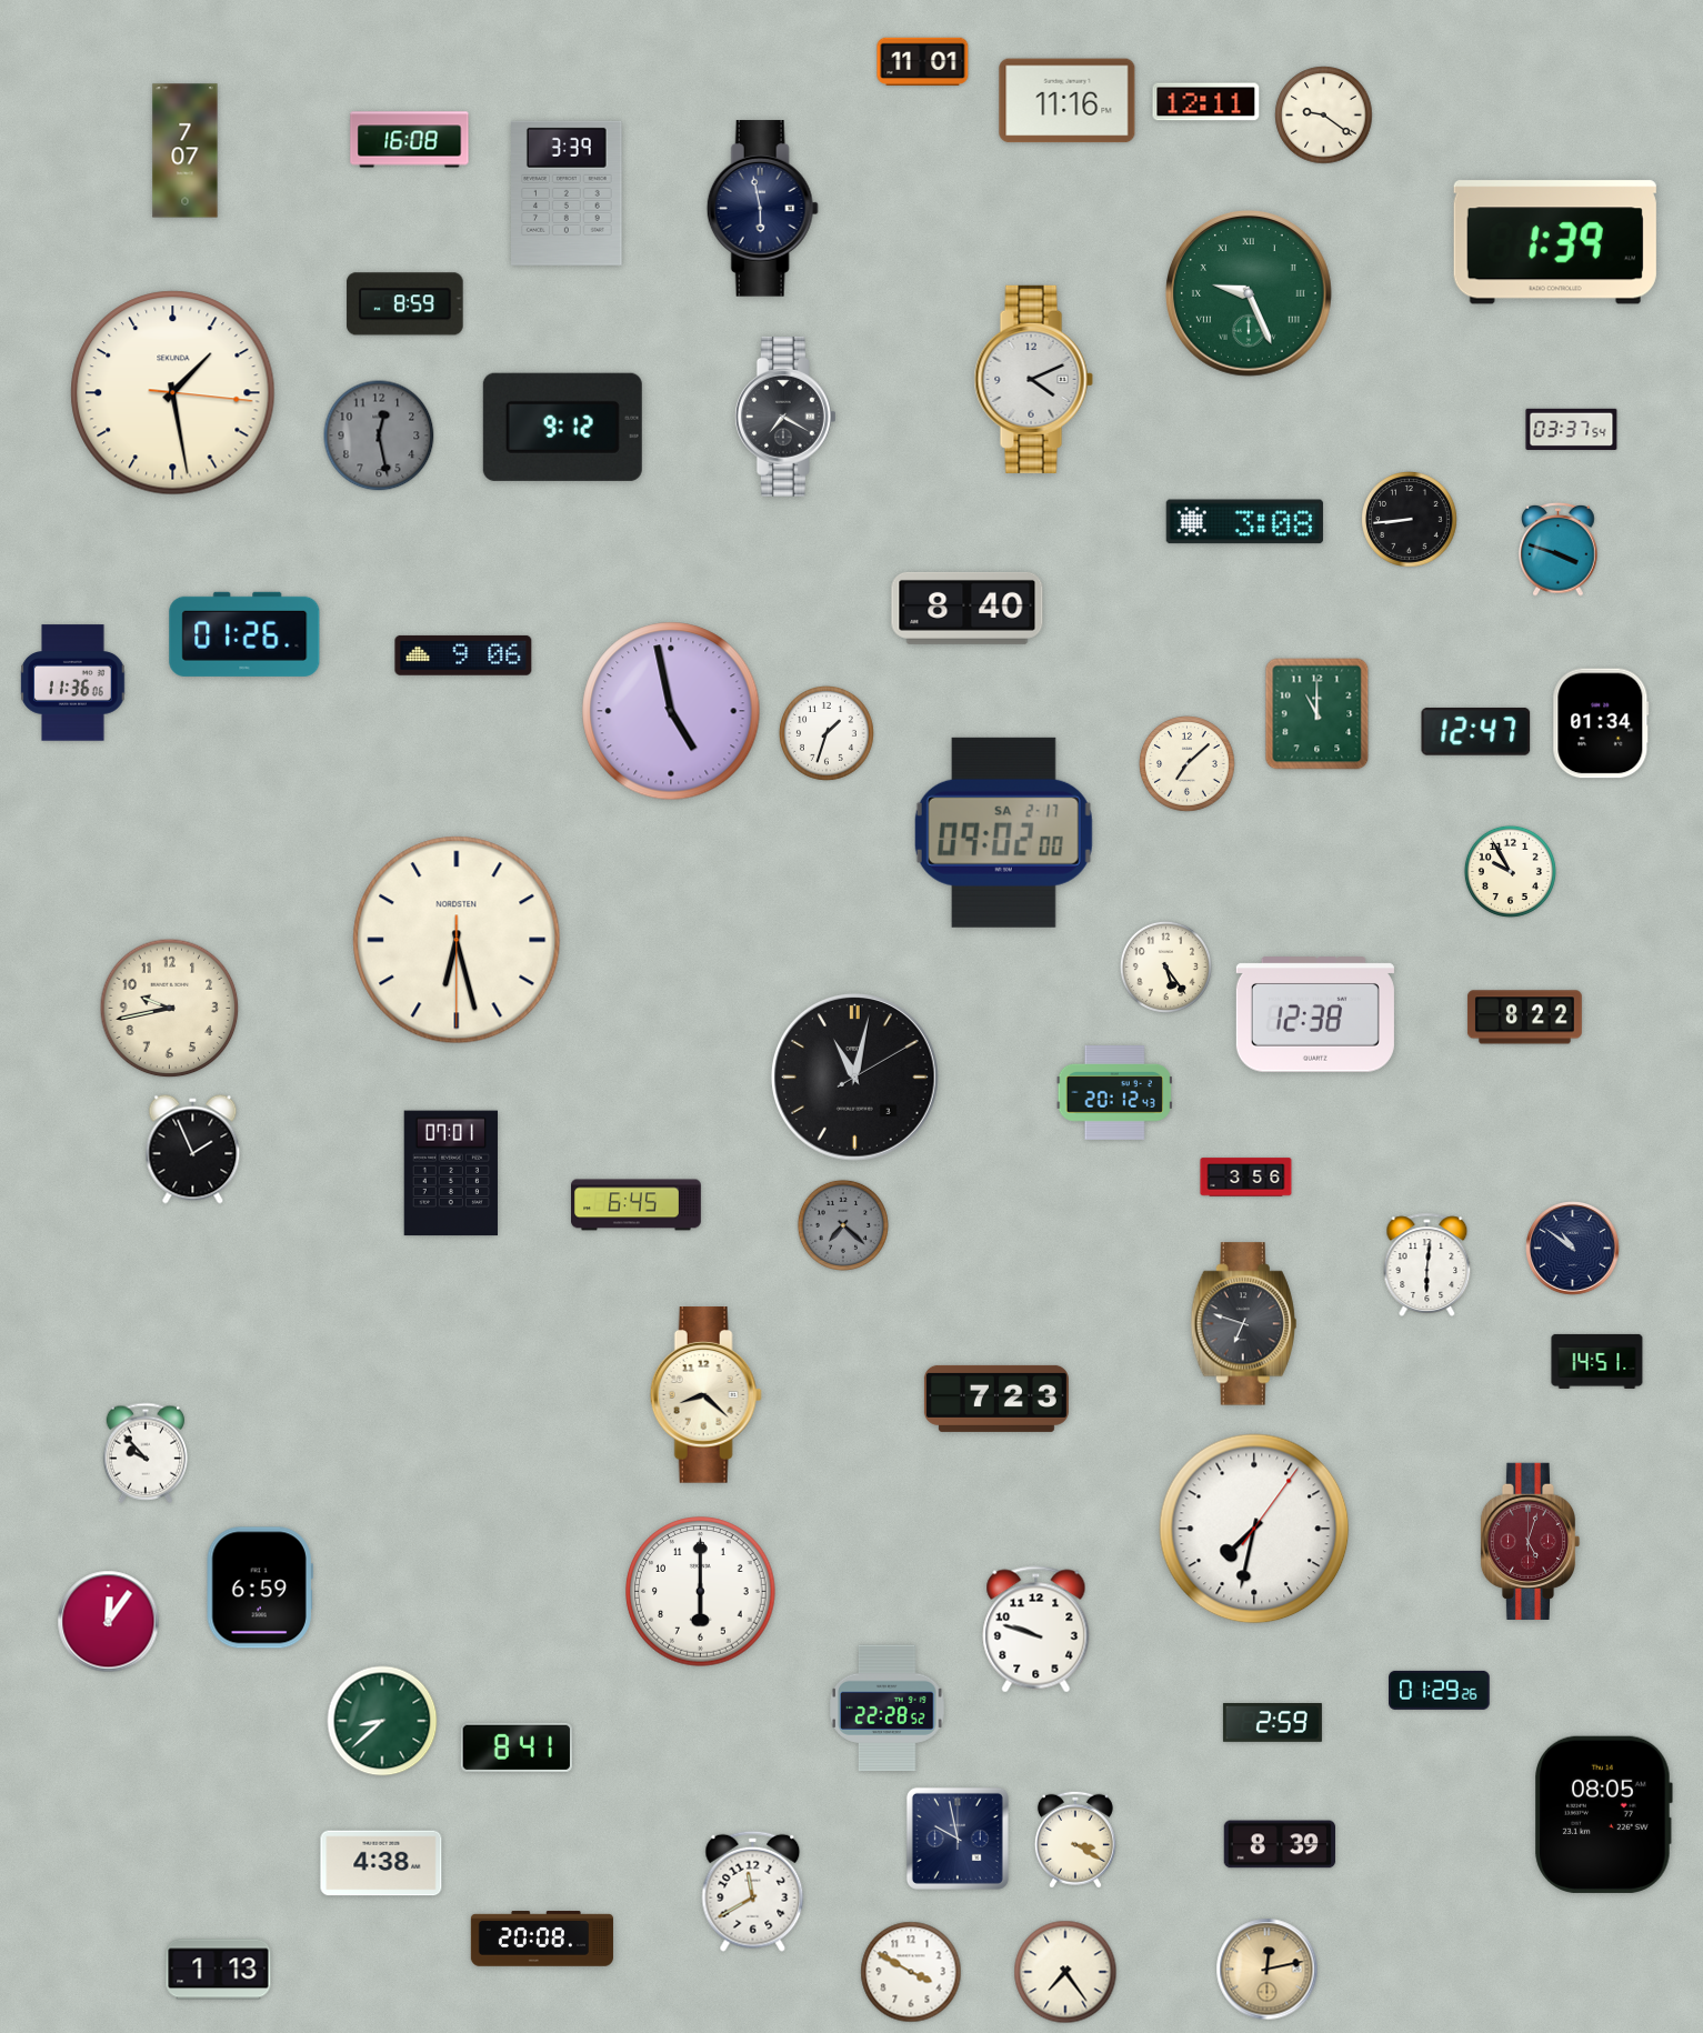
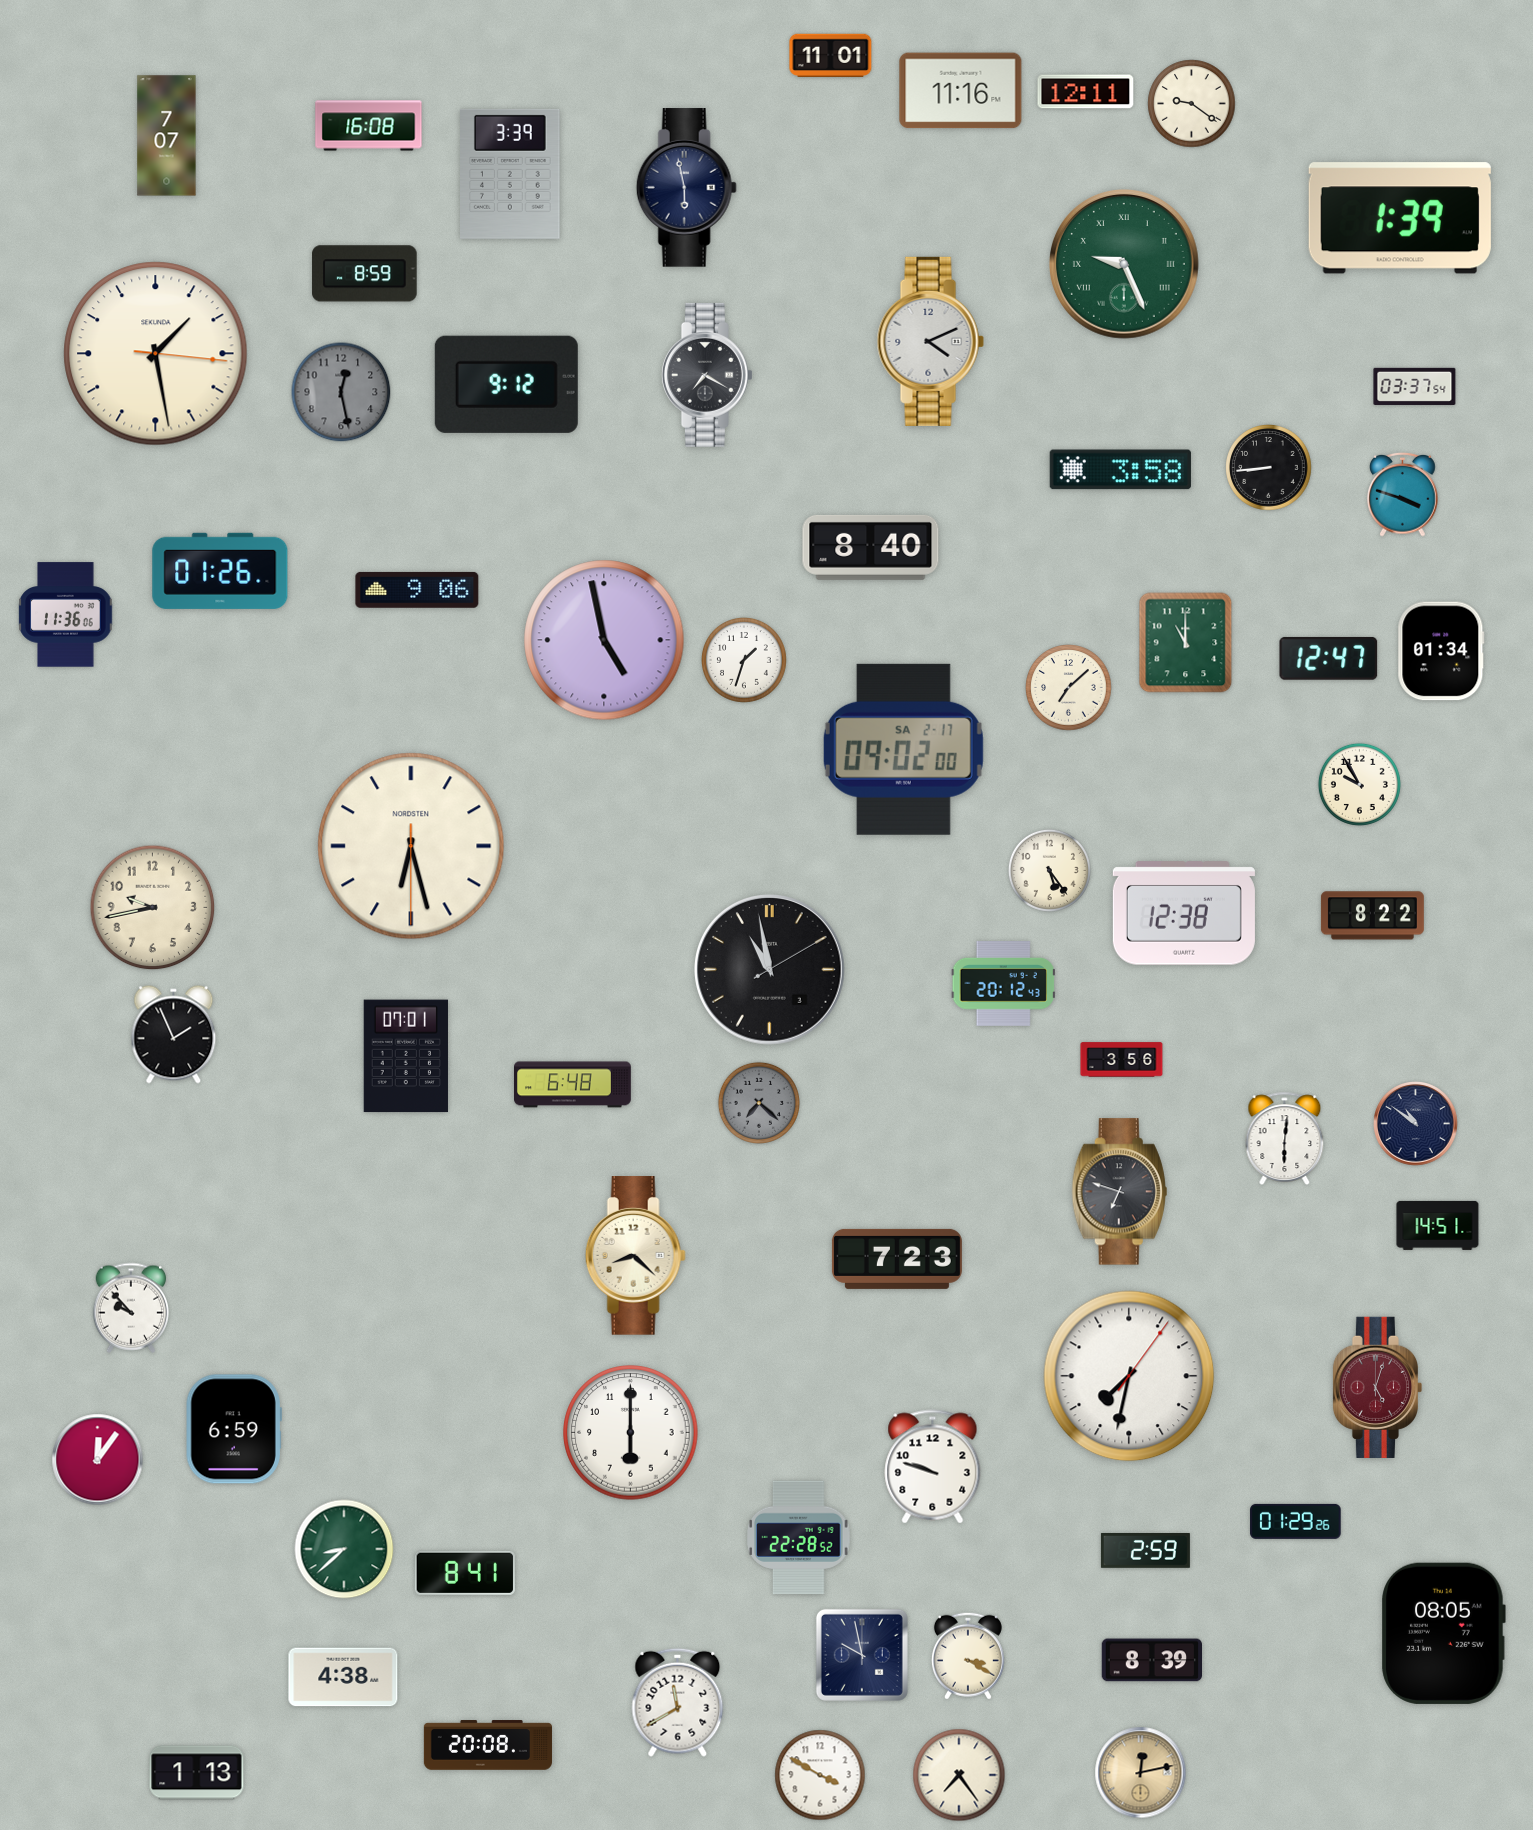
clock at (1244, 522): 3:08 -> 3:58
clock at (855, 1078): 11:02 -> 10:58
clock at (637, 1205): 6:45 -> 6:48
